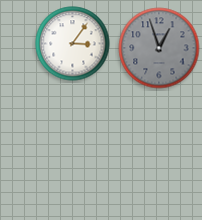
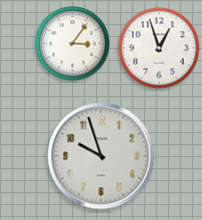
clock at (159, 48) dial: grey -> white
clock at (101, 156): none -> 9:57
